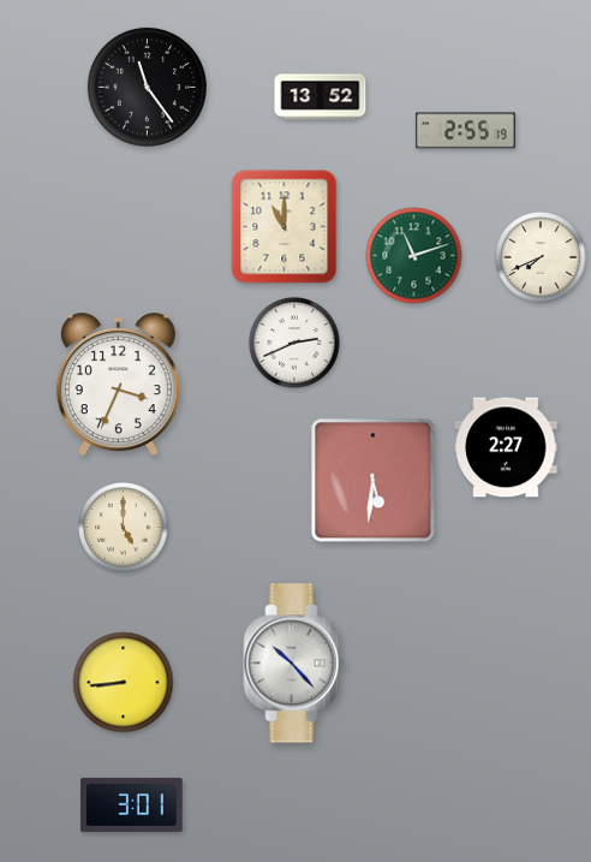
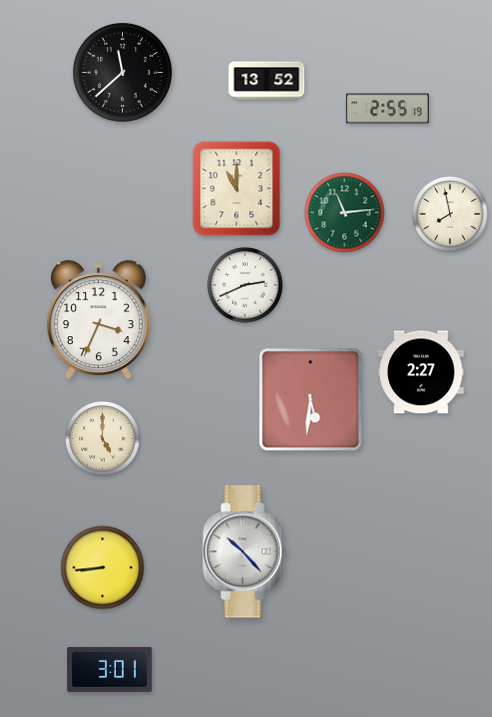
clock at (147, 87): 11:24 -> 11:38
clock at (414, 256): 11:12 -> 11:14
clock at (541, 257): 7:41 -> 7:58
